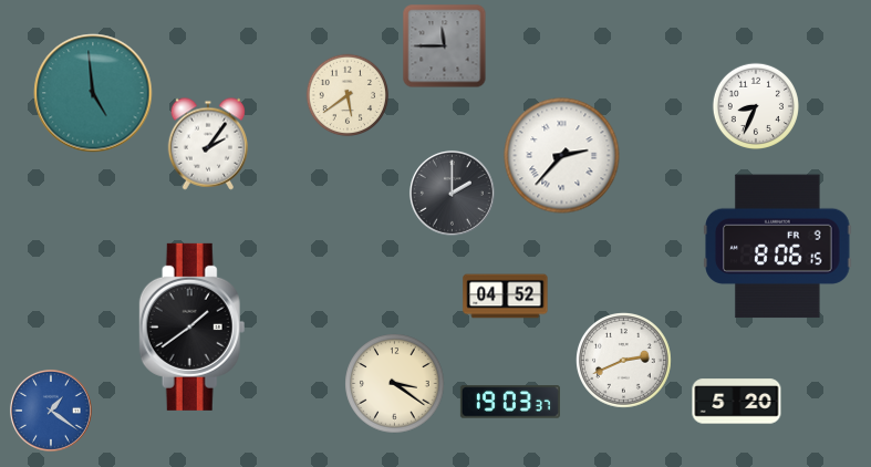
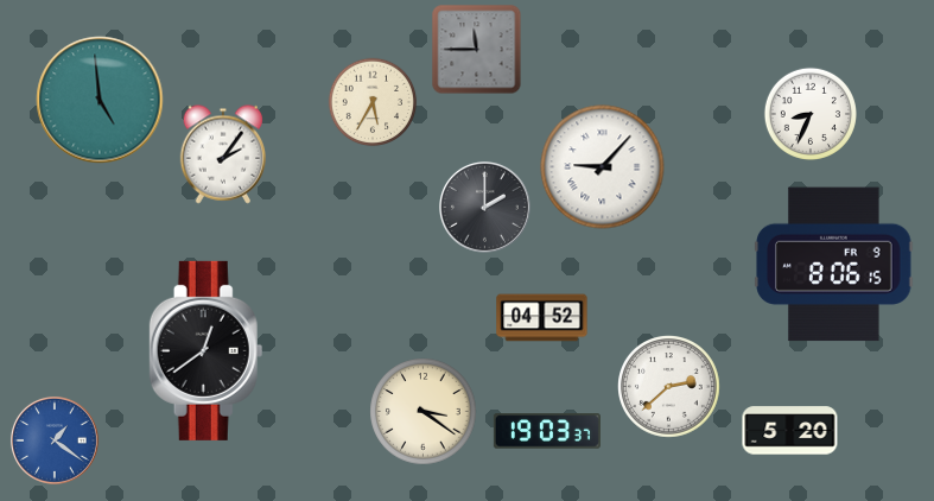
clock at (348, 95): 5:39 -> 5:35
clock at (562, 156): 2:37 -> 9:07
clock at (193, 326): 1:39 -> 12:39
clock at (624, 361): 2:41 -> 2:38
